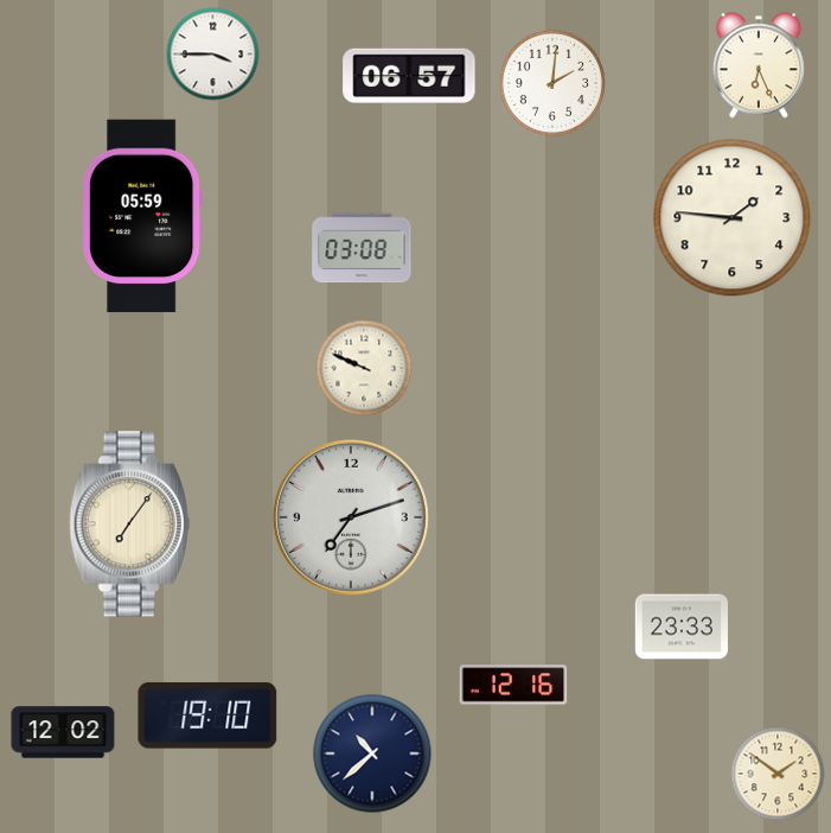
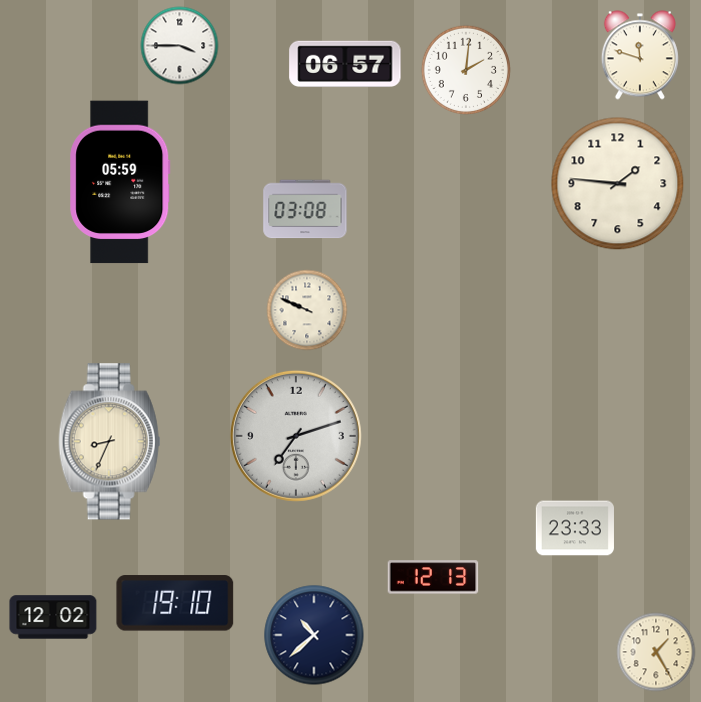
clock at (759, 65): 6:26 -> 11:48
clock at (130, 524): 7:06 -> 8:34
clock at (513, 685): 12:16 -> 12:13
clock at (778, 774): 1:51 -> 1:25
